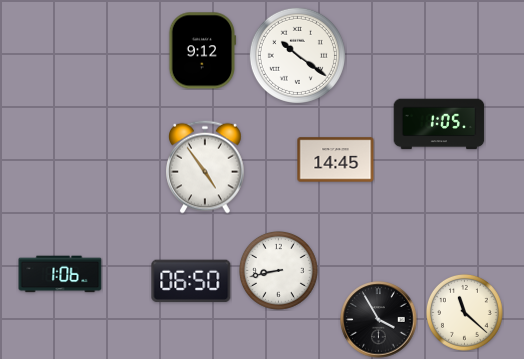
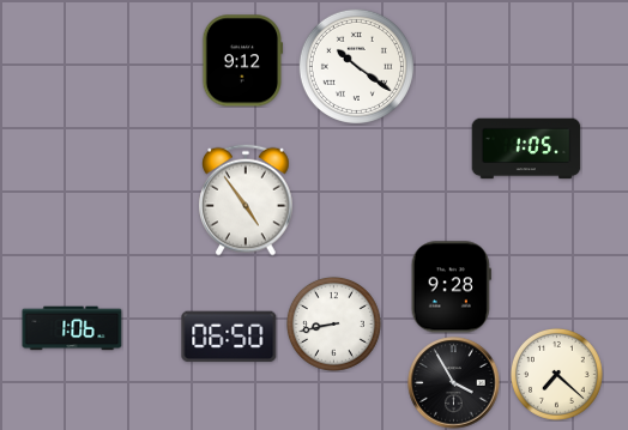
clock at (336, 160): 14:45 -> none
clock at (451, 287): none -> 9:28
clock at (464, 312): 11:22 -> 7:22
